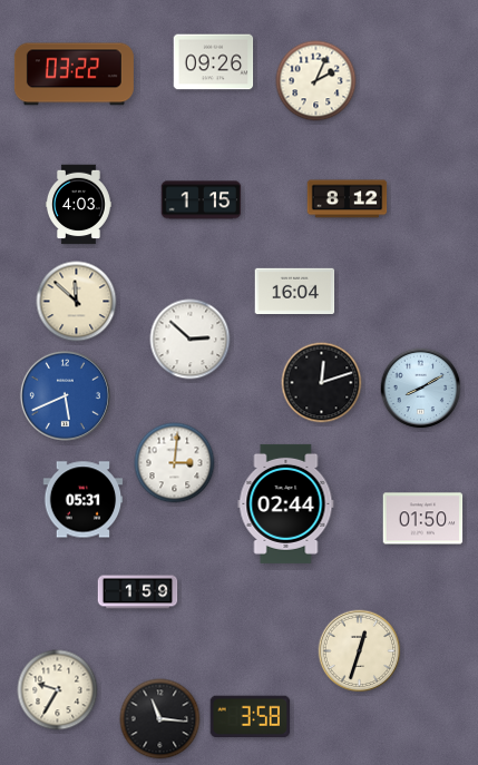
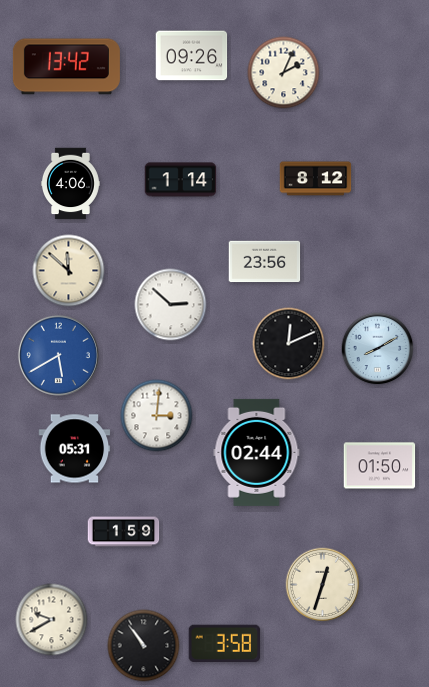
clock at (74, 75): 03:22 -> 13:42
clock at (348, 199) position: (348, 199) -> (316, 179)
clock at (202, 200): 1:15 -> 1:14
clock at (78, 205): 4:03 -> 4:06
clock at (295, 292): 16:04 -> 23:56
clock at (322, 383): 12:12 -> 12:11
clock at (65, 395): 5:41 -> 5:40
clock at (58, 690): 9:35 -> 9:40
clock at (160, 719): 11:16 -> 10:54
